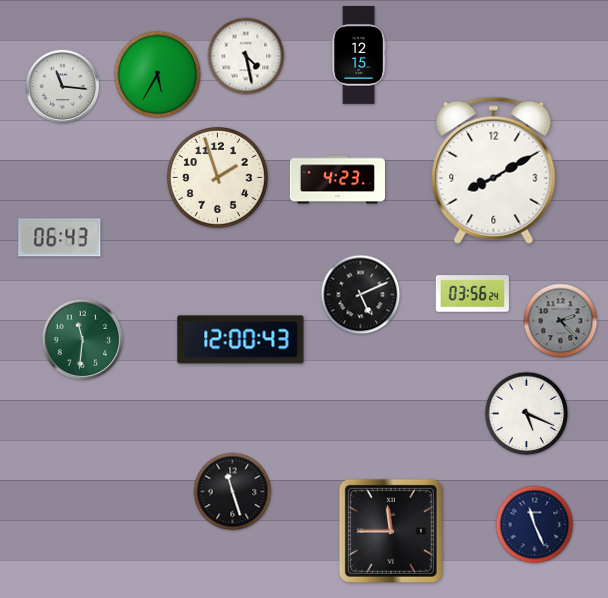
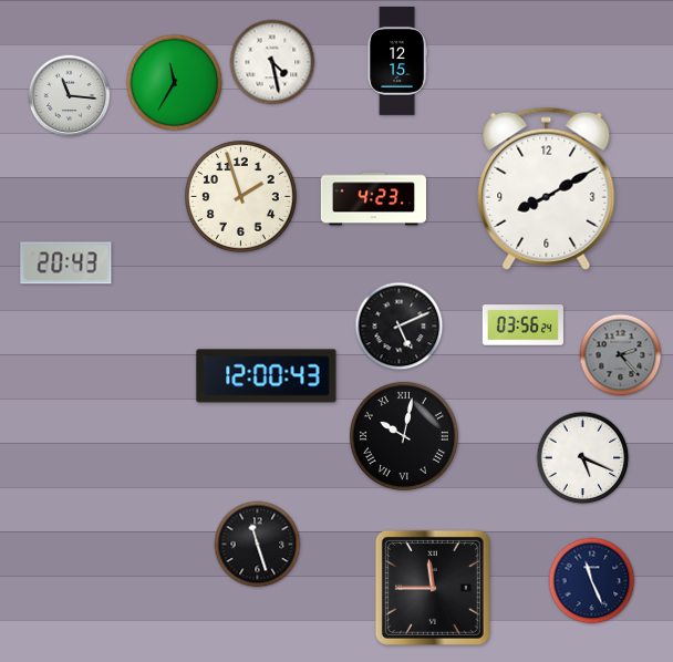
clock at (158, 75): 5:35 -> 11:35
clock at (60, 238): 06:43 -> 20:43
clock at (83, 340): 11:31 -> none
clock at (404, 436): none -> 10:02
